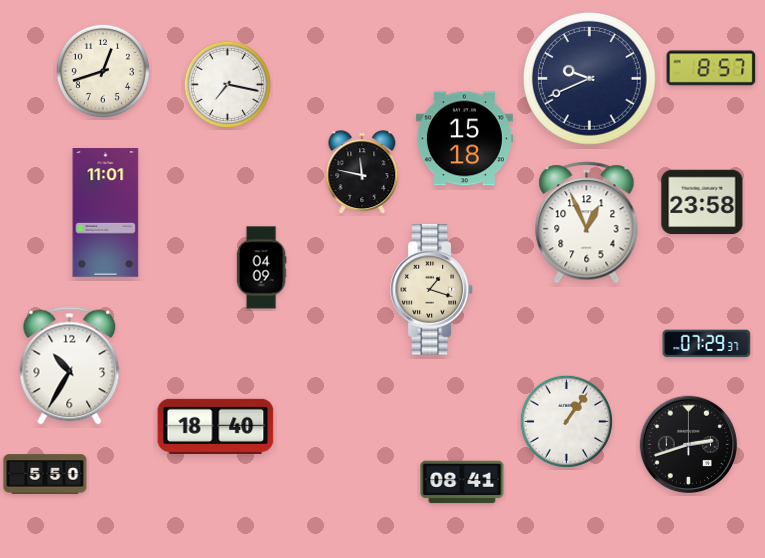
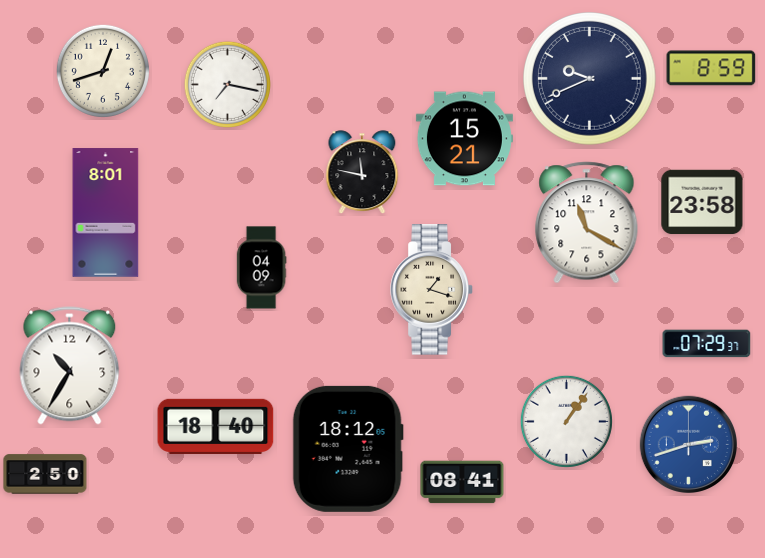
clock at (711, 68): 8:57 -> 8:59
clock at (464, 139): 15:18 -> 15:21
clock at (106, 213): 11:01 -> 8:01
clock at (587, 223): 12:56 -> 11:20
clock at (688, 444) dial: black -> blue
clock at (348, 449): none -> 18:12
clock at (45, 474): 5:50 -> 2:50
